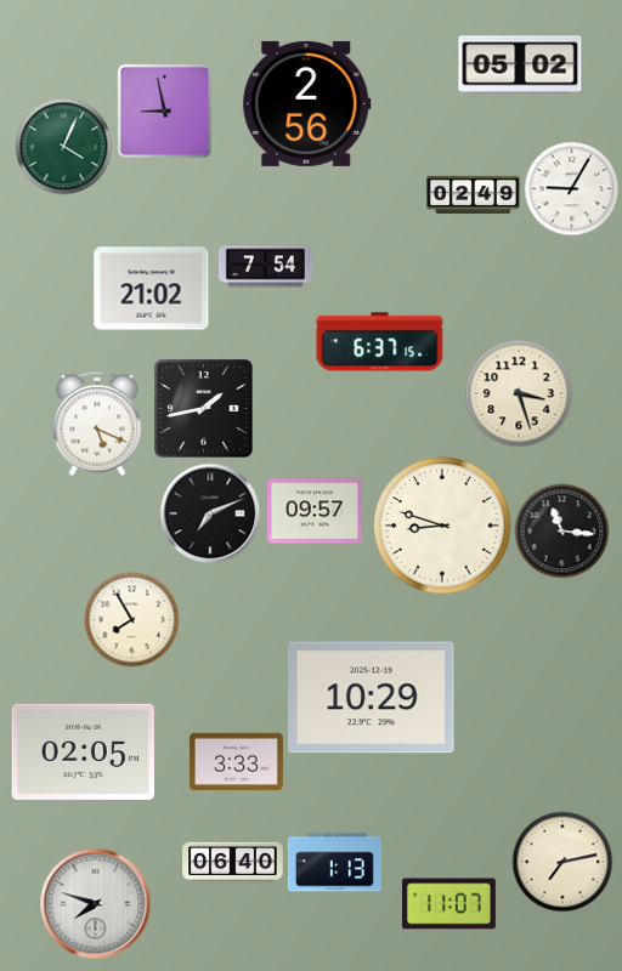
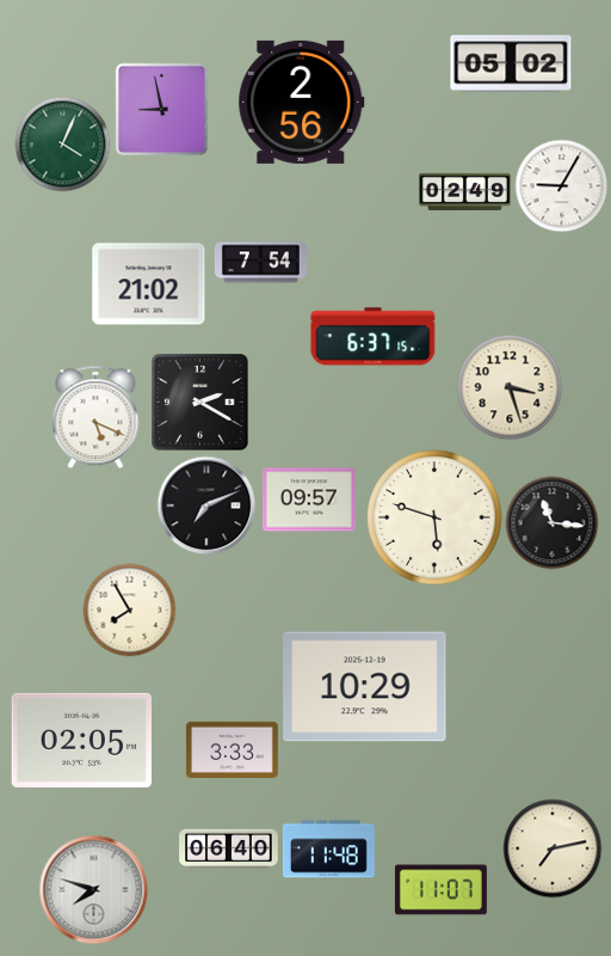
clock at (203, 408): 1:43 -> 2:20
clock at (315, 511) position: (315, 511) -> (309, 500)
clock at (442, 526): 8:48 -> 5:48
clock at (334, 863): 1:13 -> 11:48
